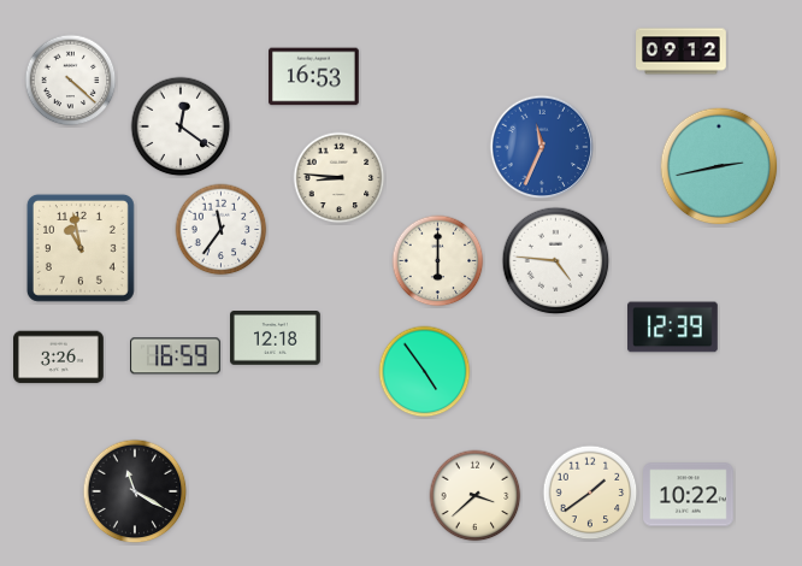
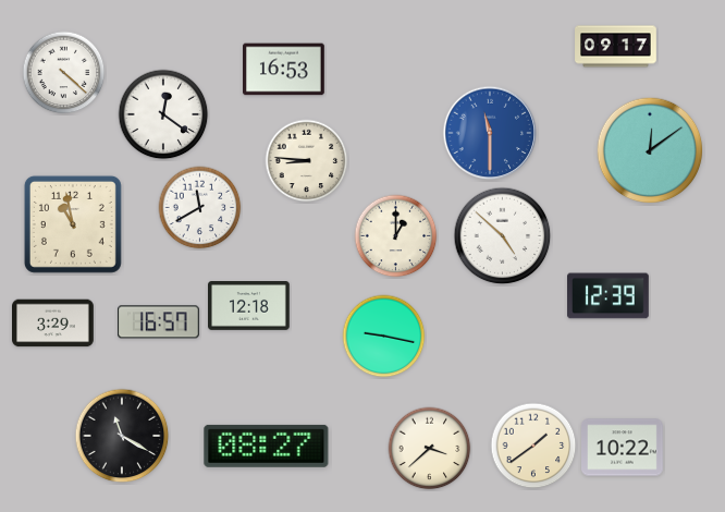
clock at (682, 52): 09:12 -> 09:17
clock at (542, 147): 11:34 -> 11:30
clock at (719, 166): 2:43 -> 12:09
clock at (222, 230): 11:36 -> 11:40
clock at (438, 261): 6:00 -> 1:00
clock at (556, 261): 4:46 -> 4:52
clock at (176, 356): 16:59 -> 16:57
clock at (59, 358): 3:26 -> 3:29
clock at (425, 372): 4:54 -> 9:17
clock at (135, 491) position: (135, 491) -> (122, 436)
clock at (267, 446): none -> 08:27
